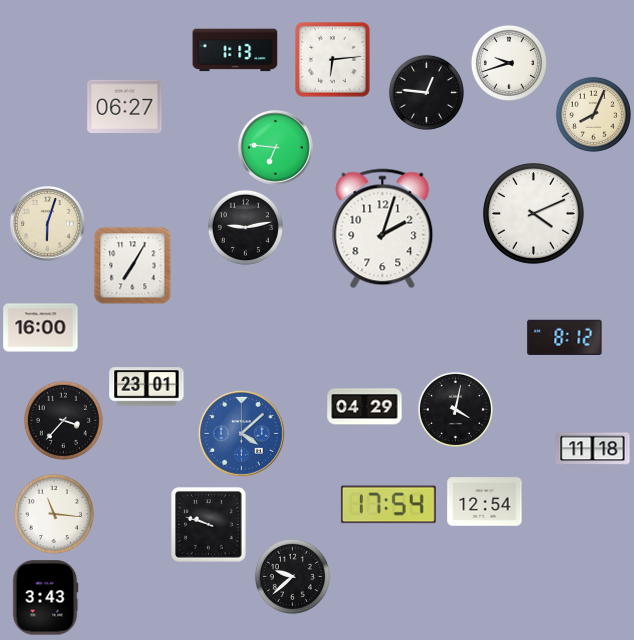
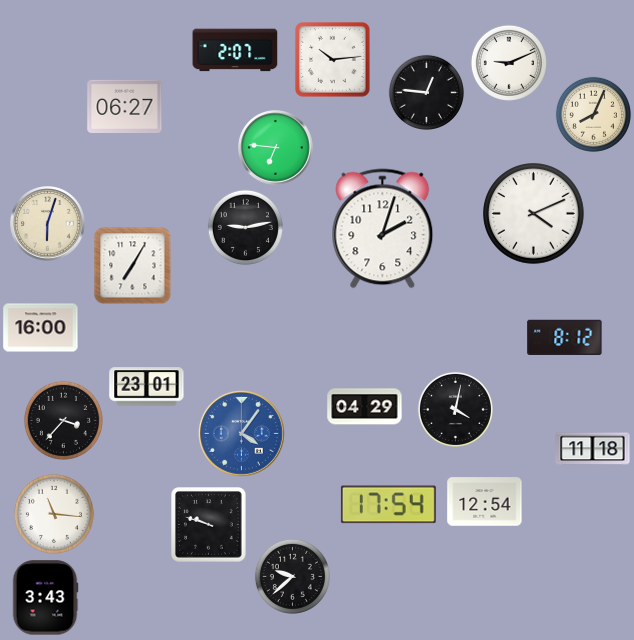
clock at (235, 50): 1:13 -> 2:07
clock at (333, 60): 6:14 -> 10:14
clock at (509, 63): 9:42 -> 9:11
clock at (241, 433): 4:08 -> 4:06
